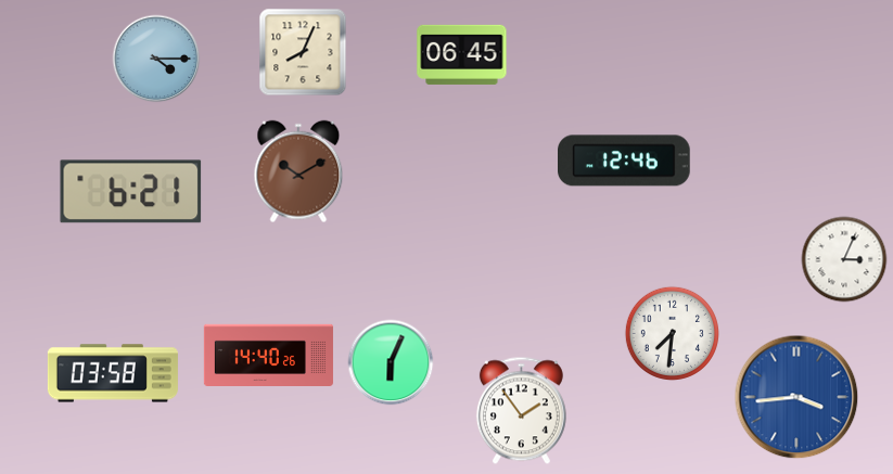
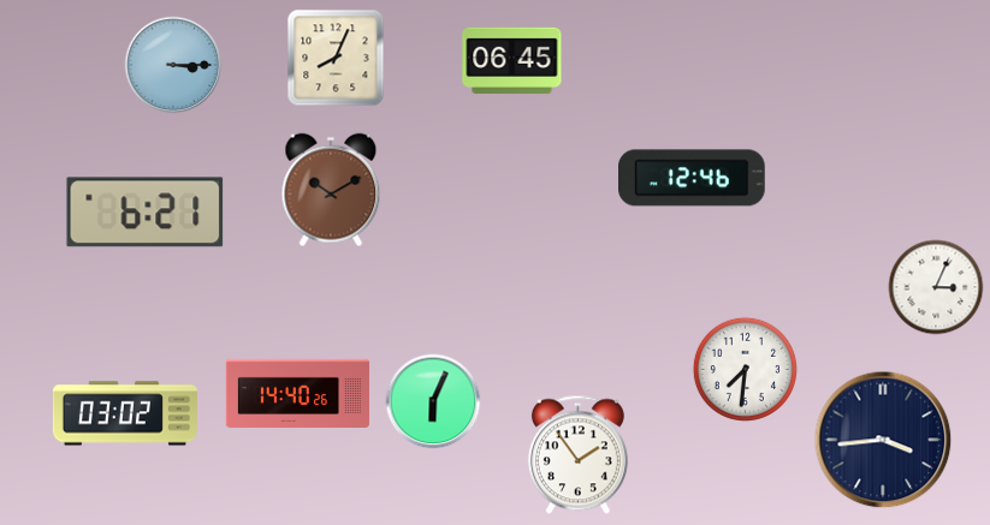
clock at (156, 59): 4:15 -> 3:15
clock at (113, 373): 03:58 -> 03:02
clock at (796, 397) dial: blue -> navy
